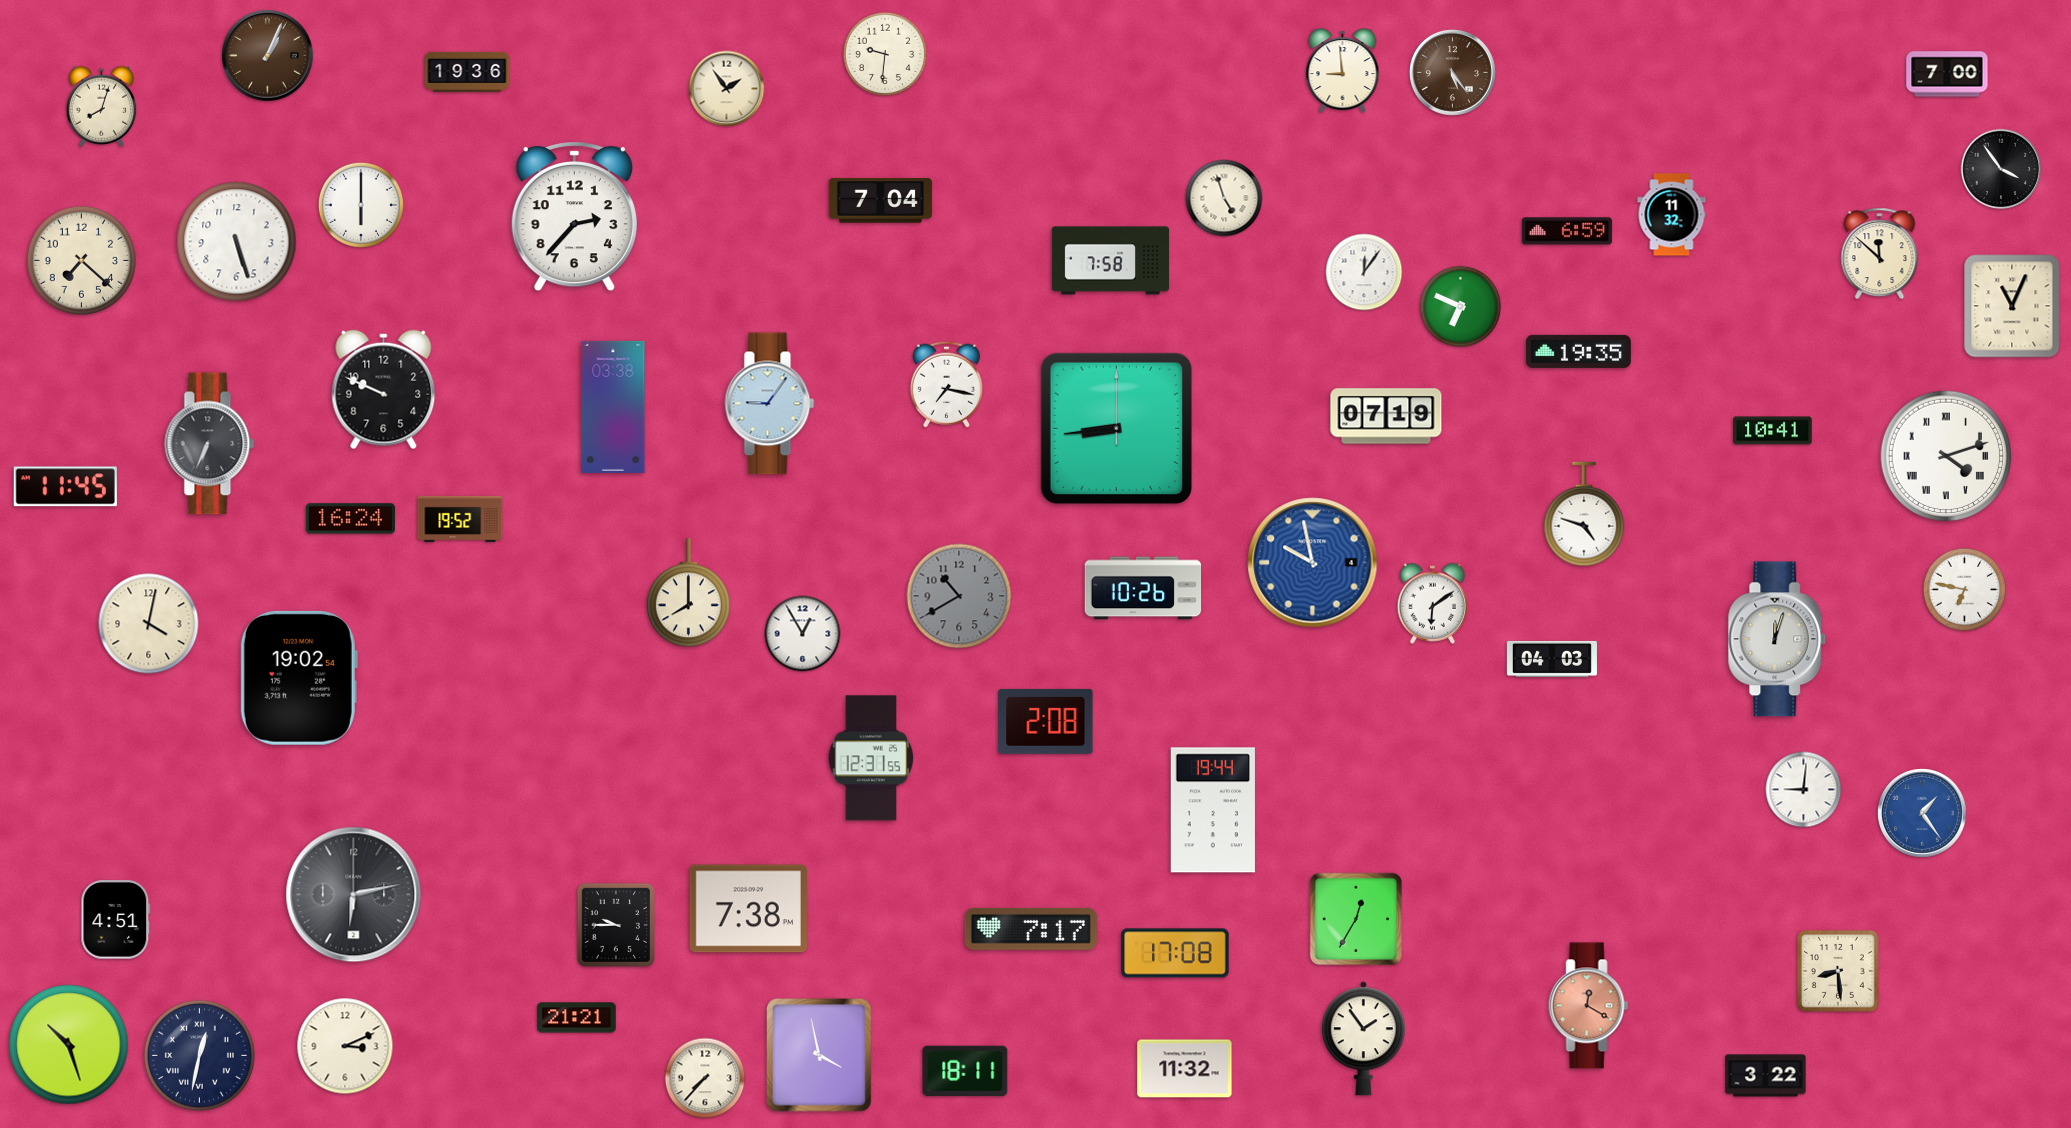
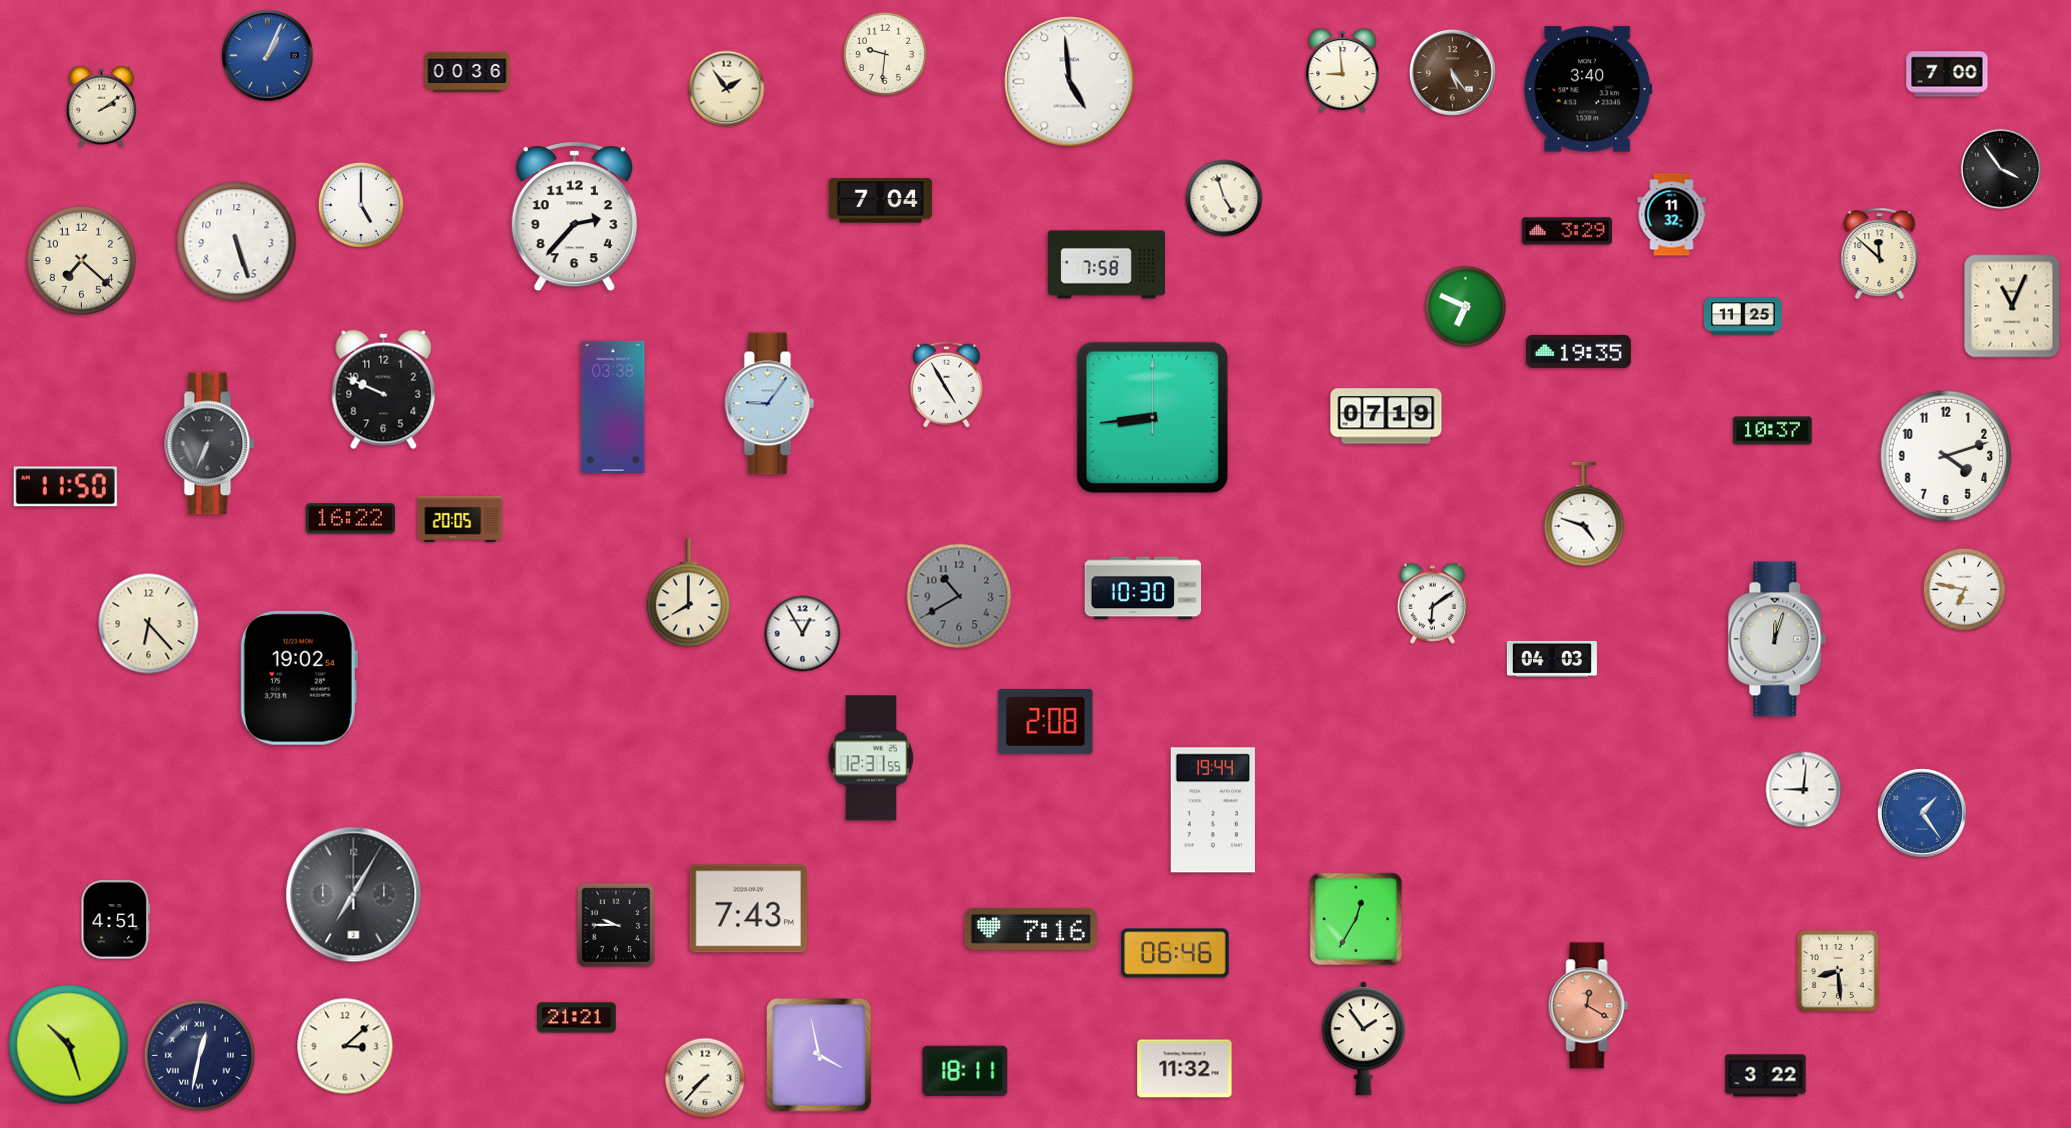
clock at (268, 56) dial: brown -> blue
clock at (467, 72): 19:36 -> 00:36
clock at (1070, 82): none -> 4:59
clock at (1588, 89): none -> 3:40
clock at (101, 106): 8:03 -> 2:09
clock at (361, 205): 6:00 -> 5:00
clock at (1567, 231): 6:59 -> 3:29
clock at (1110, 261) position: (1110, 261) -> (1106, 265)
clock at (1364, 272): 12:06 -> none
clock at (1461, 307) position: (1461, 307) -> (1466, 307)
clock at (1744, 316): none -> 11:25
clock at (946, 384): 7:17 -> 4:55
clock at (1116, 428) position: (1116, 428) -> (1152, 417)
clock at (1773, 431): 10:41 -> 10:37
clock at (1946, 456) numerals: Roman -> Arabic
clock at (65, 487): 11:45 -> 11:50
clock at (350, 519): 16:24 -> 16:22
clock at (460, 519): 19:52 -> 20:05
clock at (1313, 563): 9:58 -> none
clock at (1143, 588): 10:26 -> 10:30
clock at (149, 624): 4:02 -> 6:23
clock at (354, 895): 6:13 -> 7:05
clock at (748, 909): 7:38 -> 7:43
clock at (1031, 929): 7:17 -> 7:16
clock at (1175, 953): 17:08 -> 06:46
clock at (345, 1046): 3:11 -> 3:08
